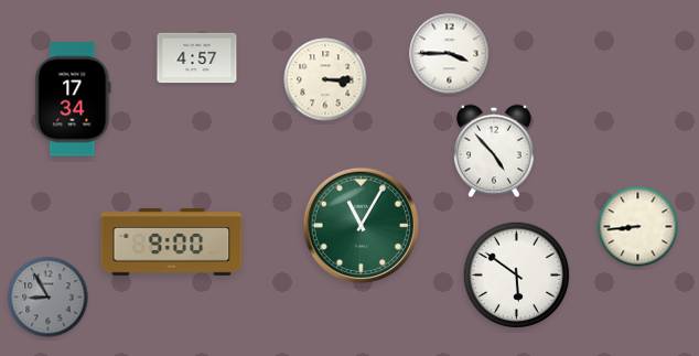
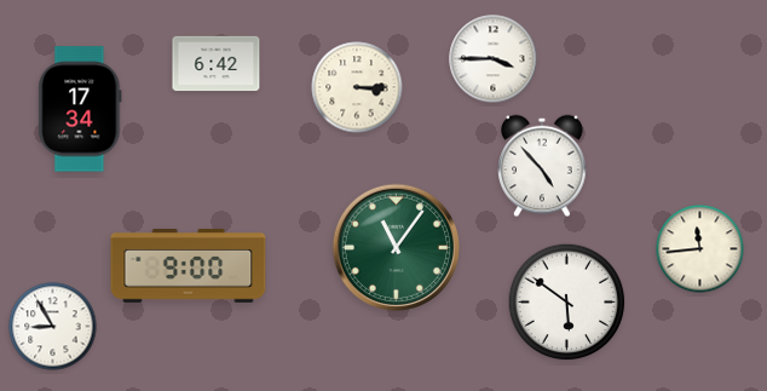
clock at (197, 58): 4:57 -> 6:42
clock at (361, 225): 11:05 -> 11:06
clock at (638, 227): 8:44 -> 11:44
clock at (49, 298) dial: grey -> white
